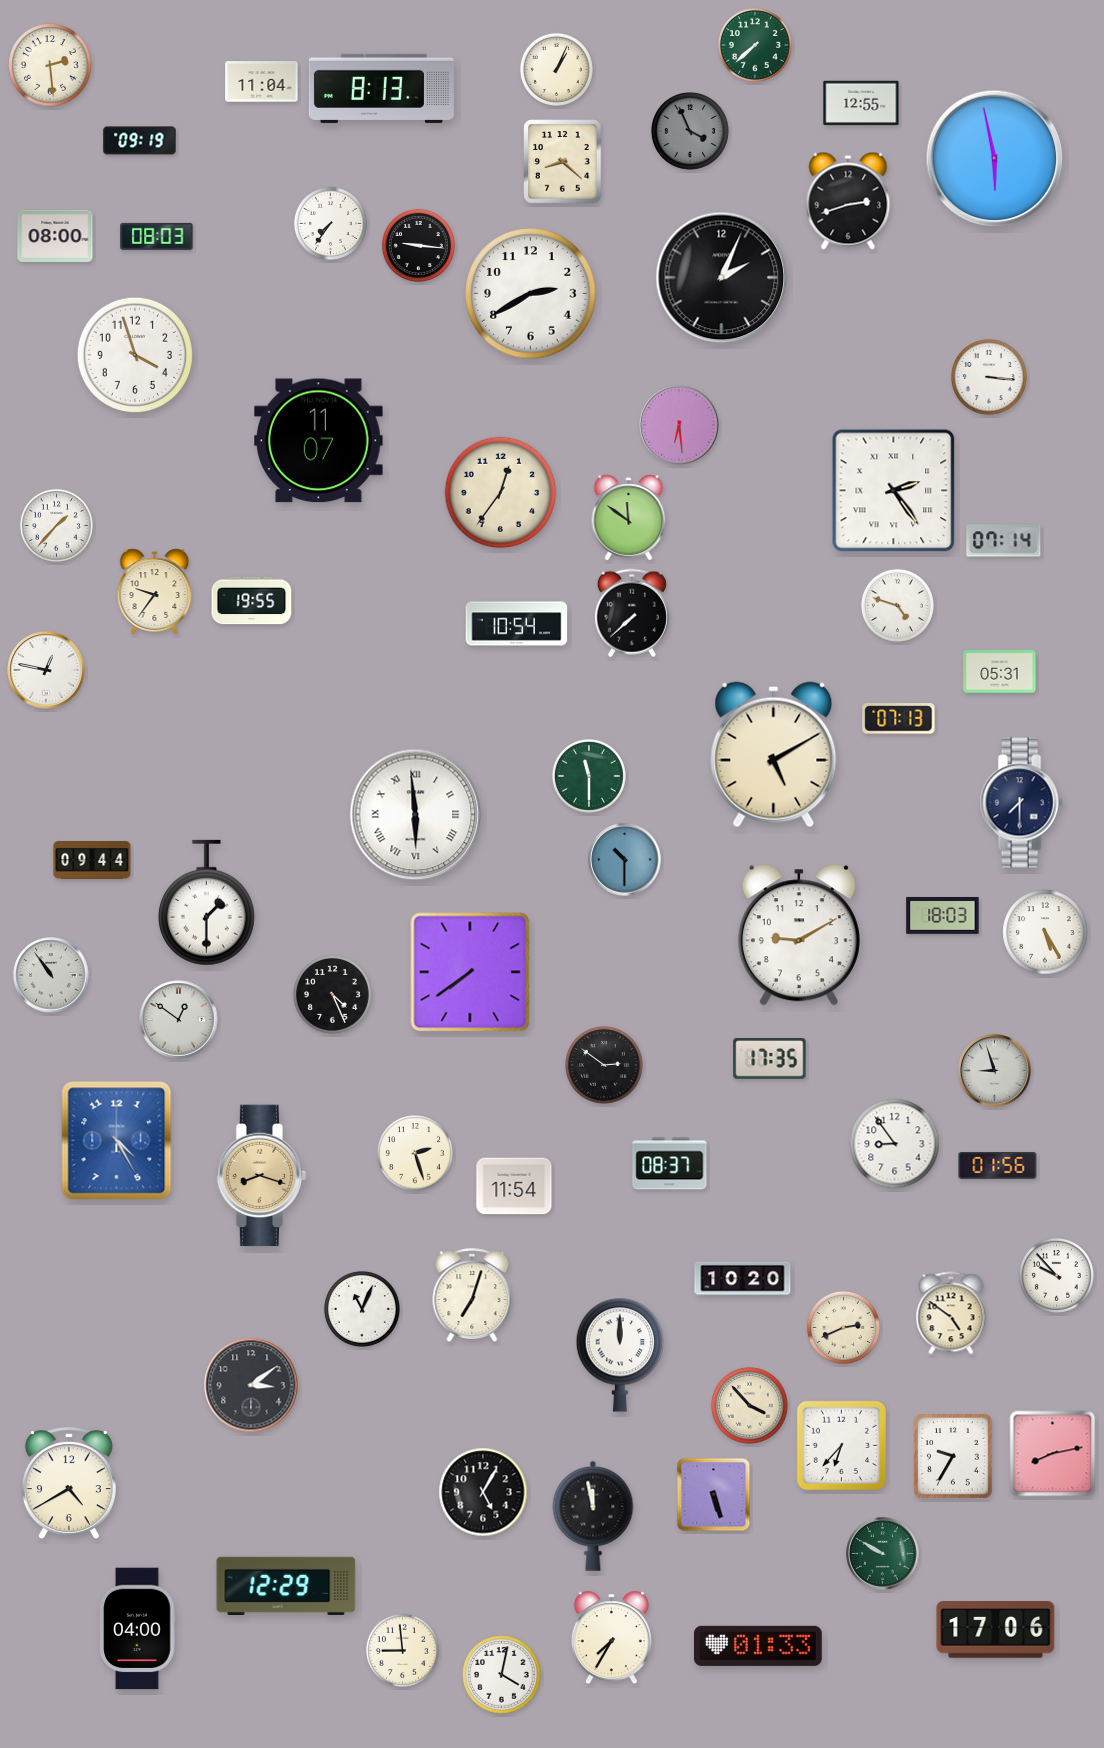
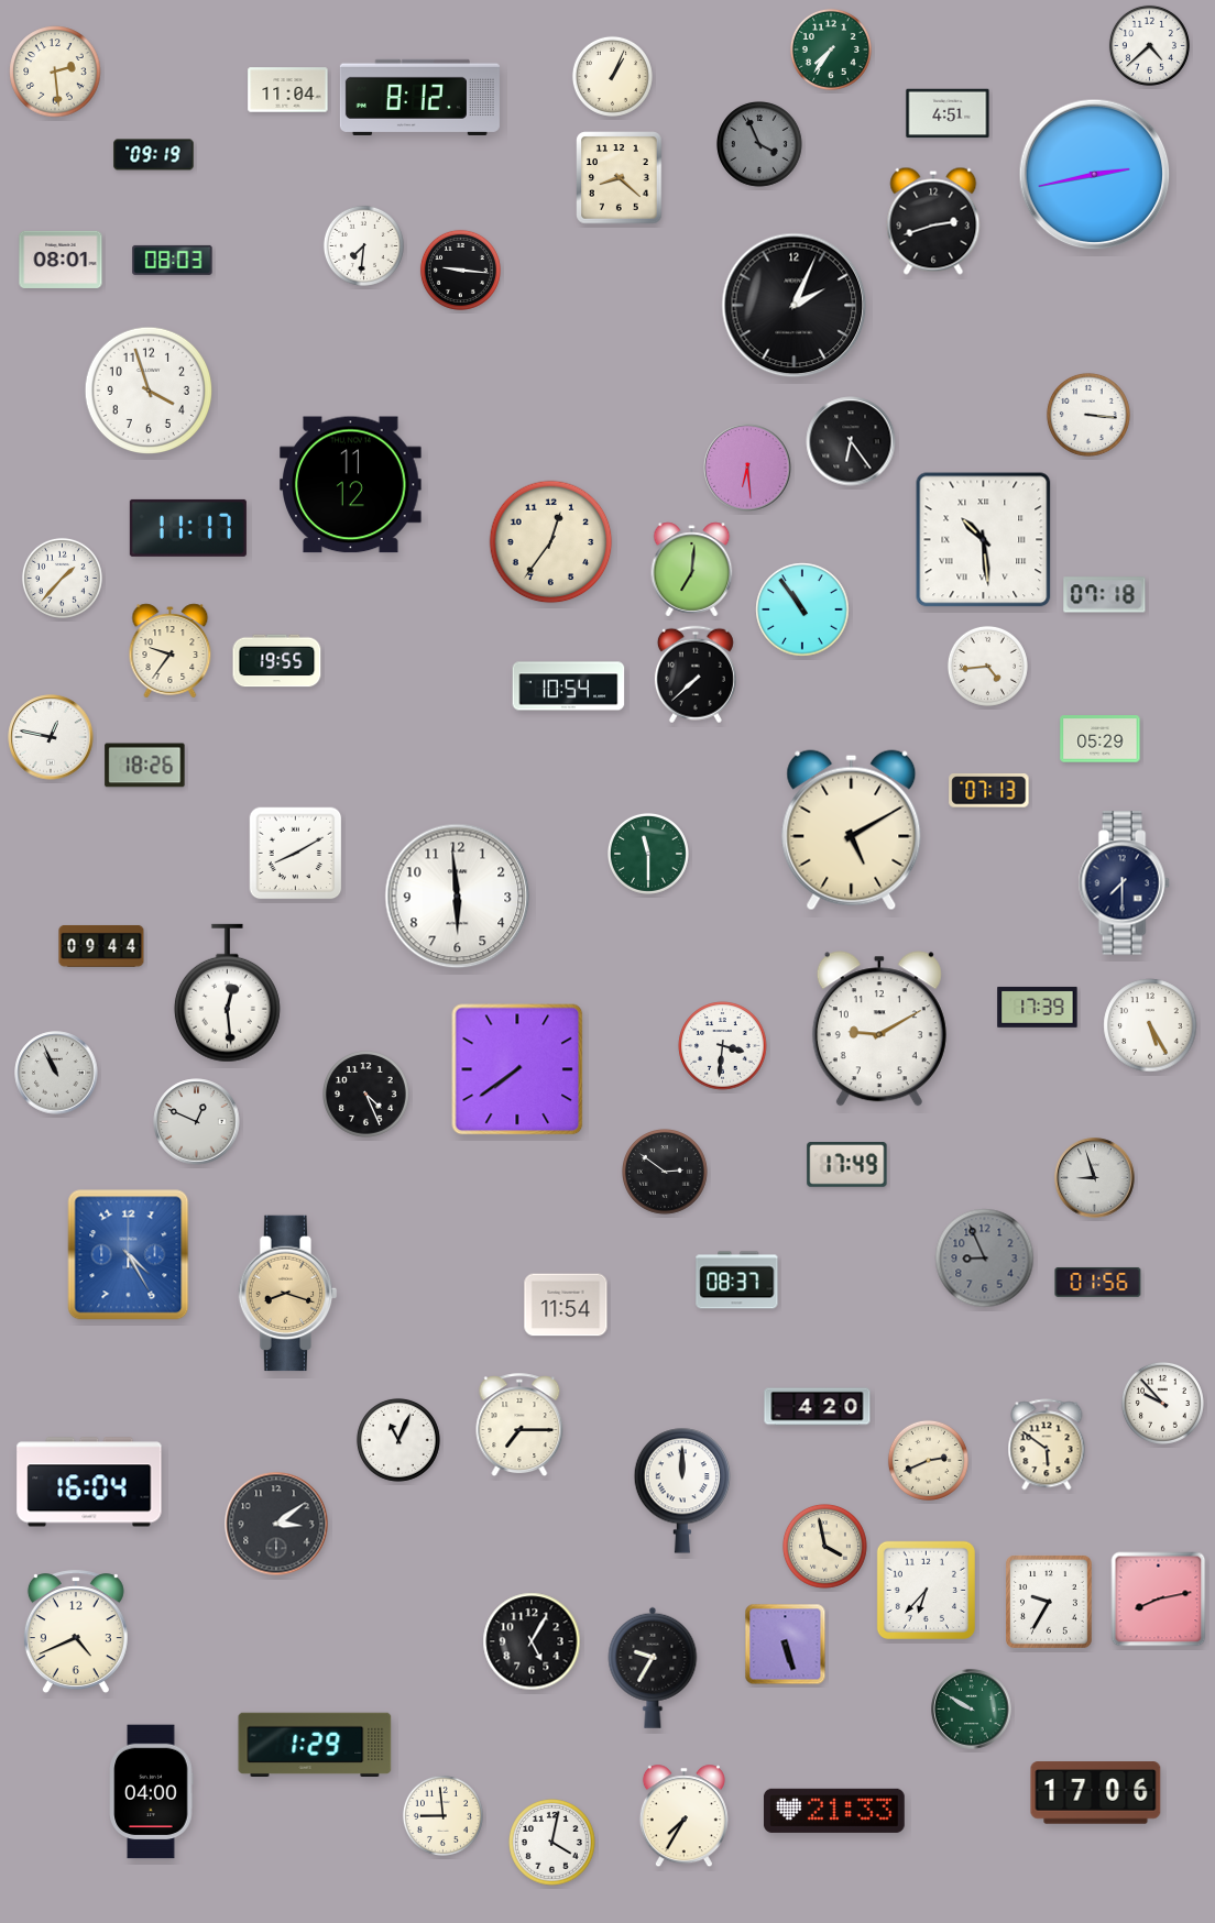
clock at (1149, 45): none -> 4:38
clock at (755, 45): 7:38 -> 7:36
clock at (381, 88): 8:13 -> 8:12
clock at (861, 103): 12:55 -> 4:51
clock at (995, 159): 5:58 -> 2:43
clock at (330, 223): 7:36 -> 7:31
clock at (55, 236): 08:00 -> 08:01
clock at (531, 294): 2:40 -> none
clock at (851, 441): none -> 6:24
clock at (319, 441): 11:07 -> 11:12
clock at (188, 528): none -> 11:17
clock at (894, 491): 2:24 -> 10:29
clock at (629, 518): 11:51 -> 7:01
clock at (1004, 541): 07:14 -> 07:18
clock at (802, 609): none -> 10:54
clock at (897, 605): 4:48 -> 4:44
clock at (1000, 672): 05:31 -> 05:29
clock at (145, 766): none -> 18:26
clock at (296, 854): none -> 8:10
clock at (416, 815) numerals: Roman -> Arabic
clock at (625, 860): 10:30 -> none
clock at (206, 903): 1:30 -> 12:29
clock at (943, 916): 18:03 -> 17:39
clock at (723, 1046): none -> 3:31
clock at (51, 975): 10:54 -> 10:56
clock at (179, 1020): 12:51 -> 12:49
clock at (770, 1059): 17:35 -> 17:49
clock at (895, 1144): 8:54 -> 8:56
clock at (895, 1144) dial: white -> grey
clock at (415, 1153): 2:27 -> none
clock at (743, 1279): 10:20 -> 4:20
clock at (472, 1295): 7:03 -> 7:15
clock at (951, 1313): 4:51 -> 5:51
clock at (89, 1482): none -> 16:04
clock at (750, 1406): 3:53 -> 3:58
clock at (69, 1484): 4:40 -> 4:41
clock at (593, 1516): 11:58 -> 9:35
clock at (286, 1585): 12:29 -> 1:29
clock at (611, 1638) position: (611, 1638) -> (683, 1816)
clock at (758, 1646): 01:33 -> 21:33
